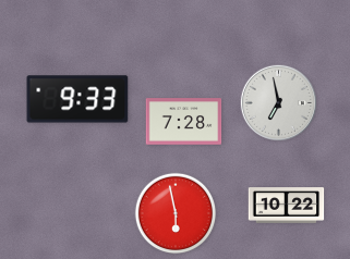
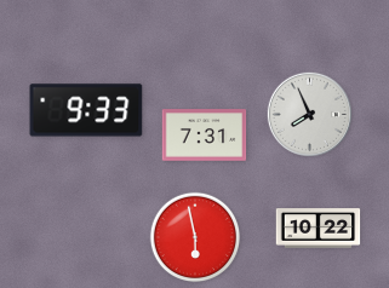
clock at (278, 102): 6:58 -> 7:56
clock at (184, 122): 7:28 -> 7:31
